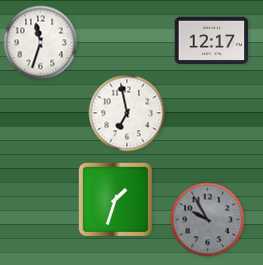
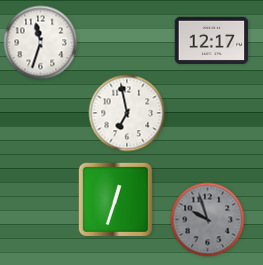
clock at (116, 200): 1:33 -> 12:33
clock at (208, 220): 9:55 -> 9:57
